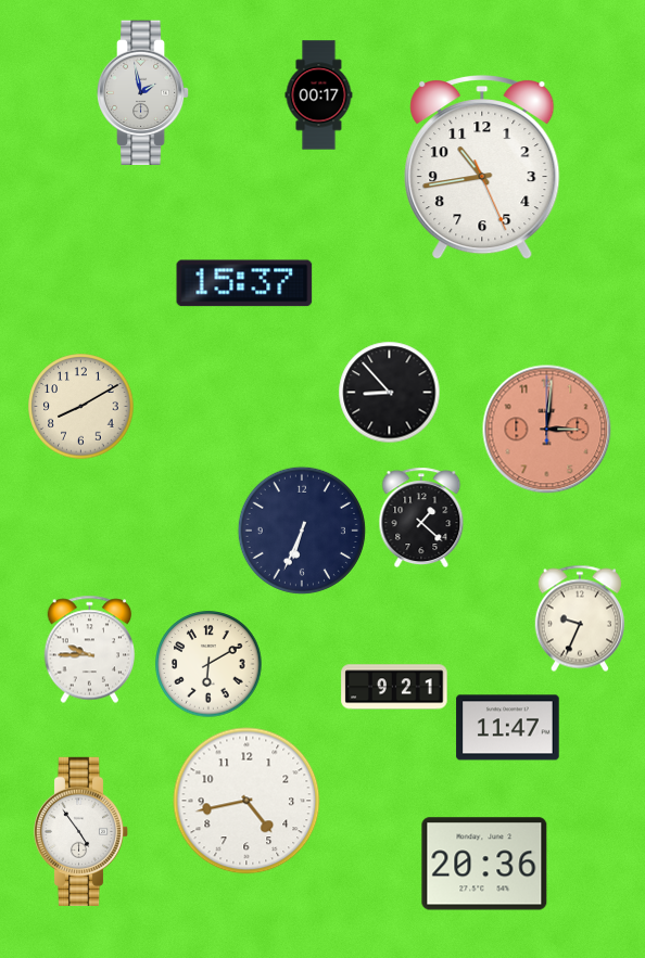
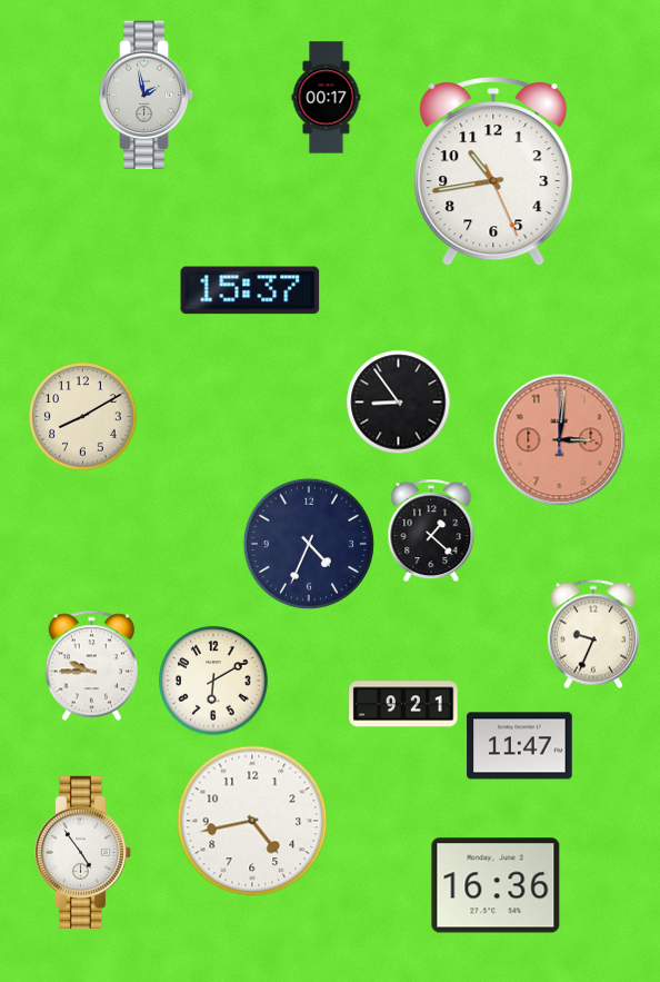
clock at (389, 392): 8:53 -> 8:54
clock at (302, 531): 6:34 -> 4:34
clock at (484, 864): 20:36 -> 16:36
